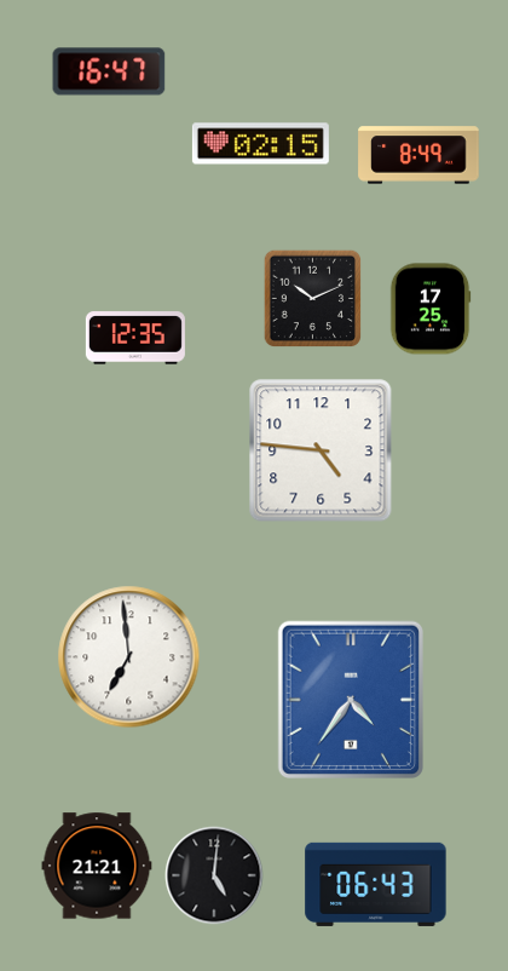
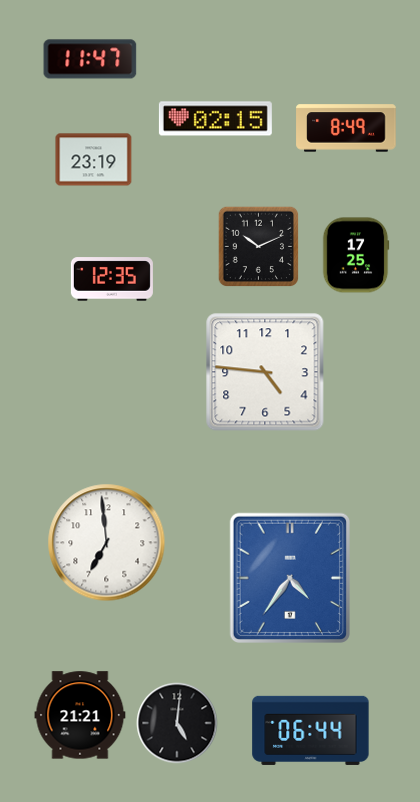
clock at (109, 71): 16:47 -> 11:47
clock at (94, 160): none -> 23:19
clock at (376, 884): 06:43 -> 06:44
